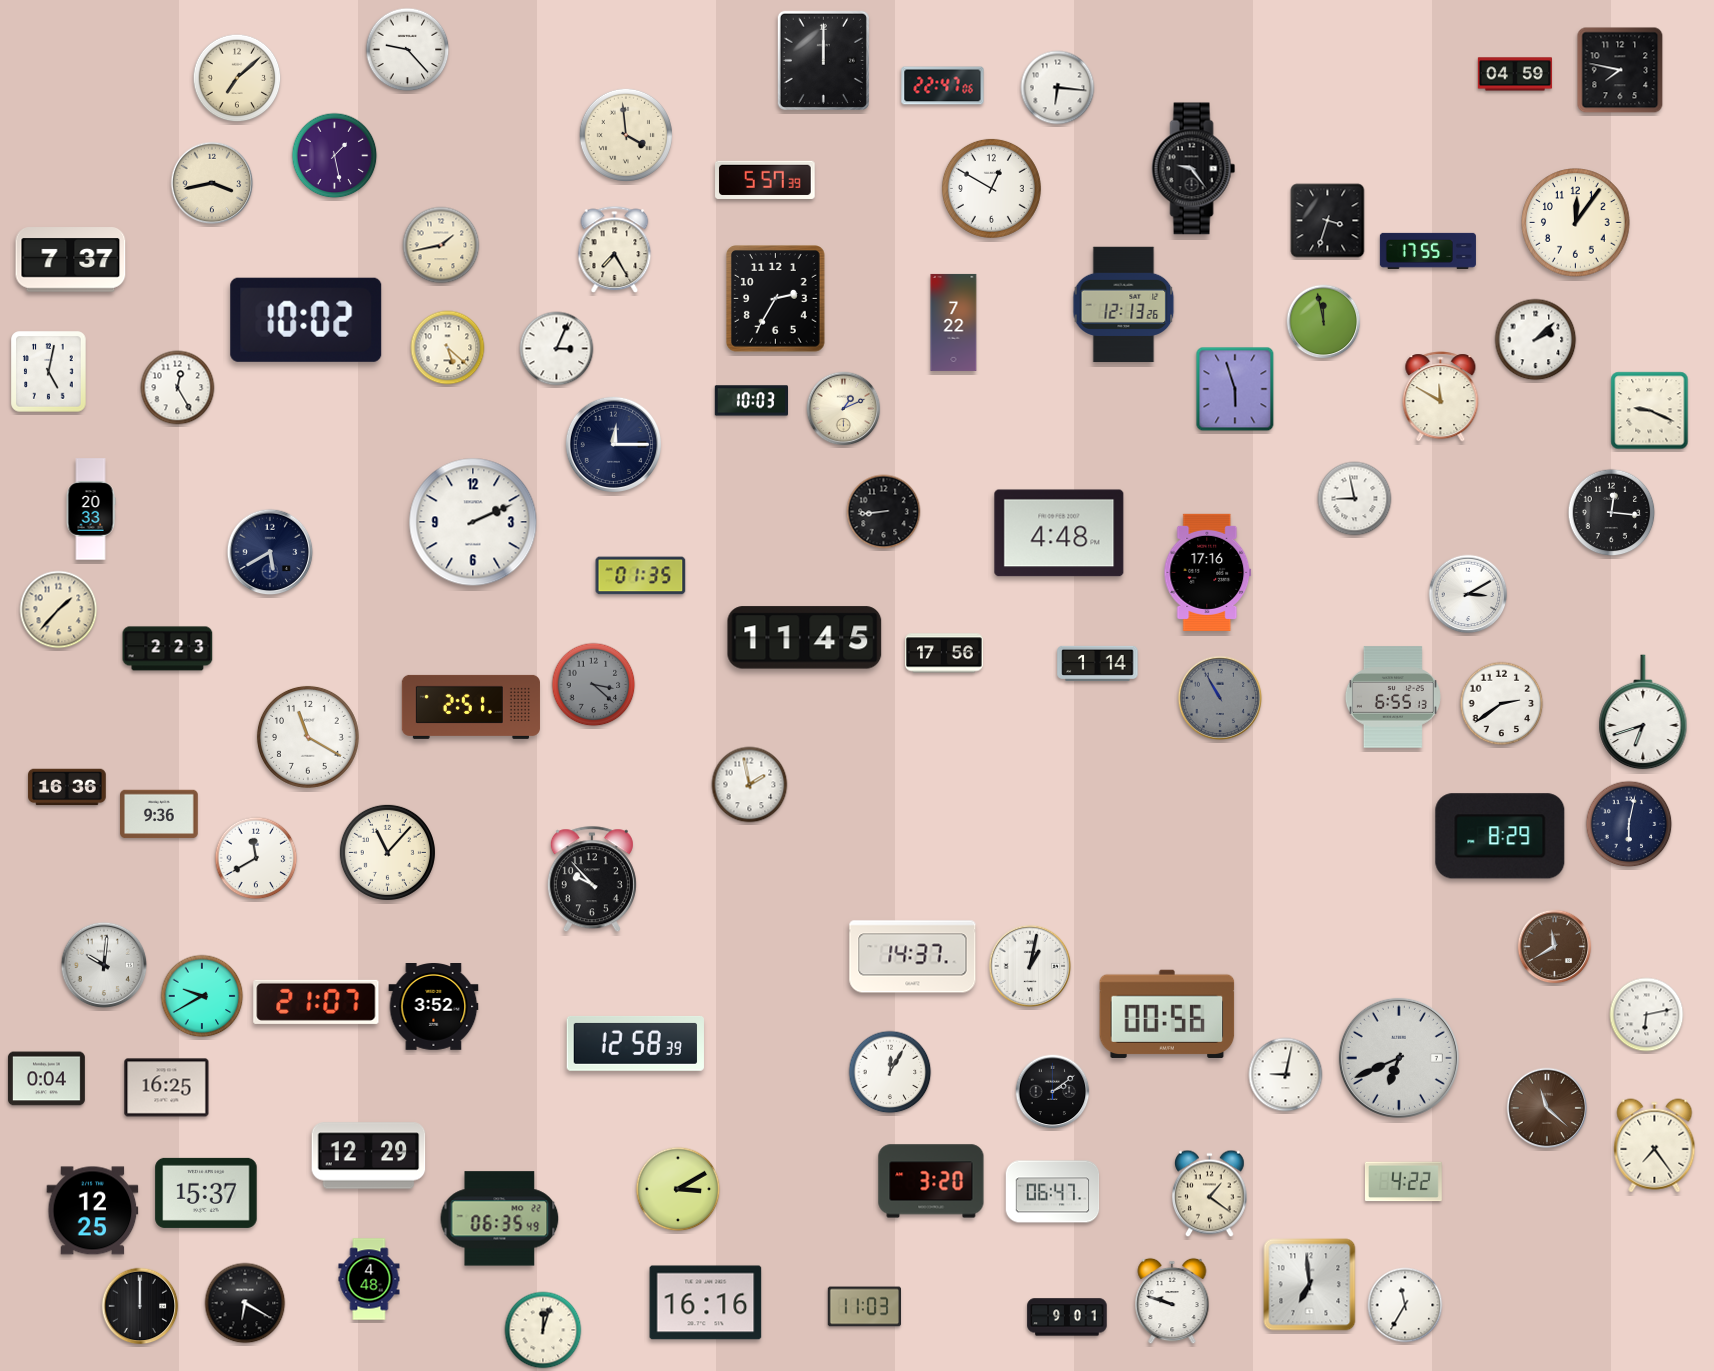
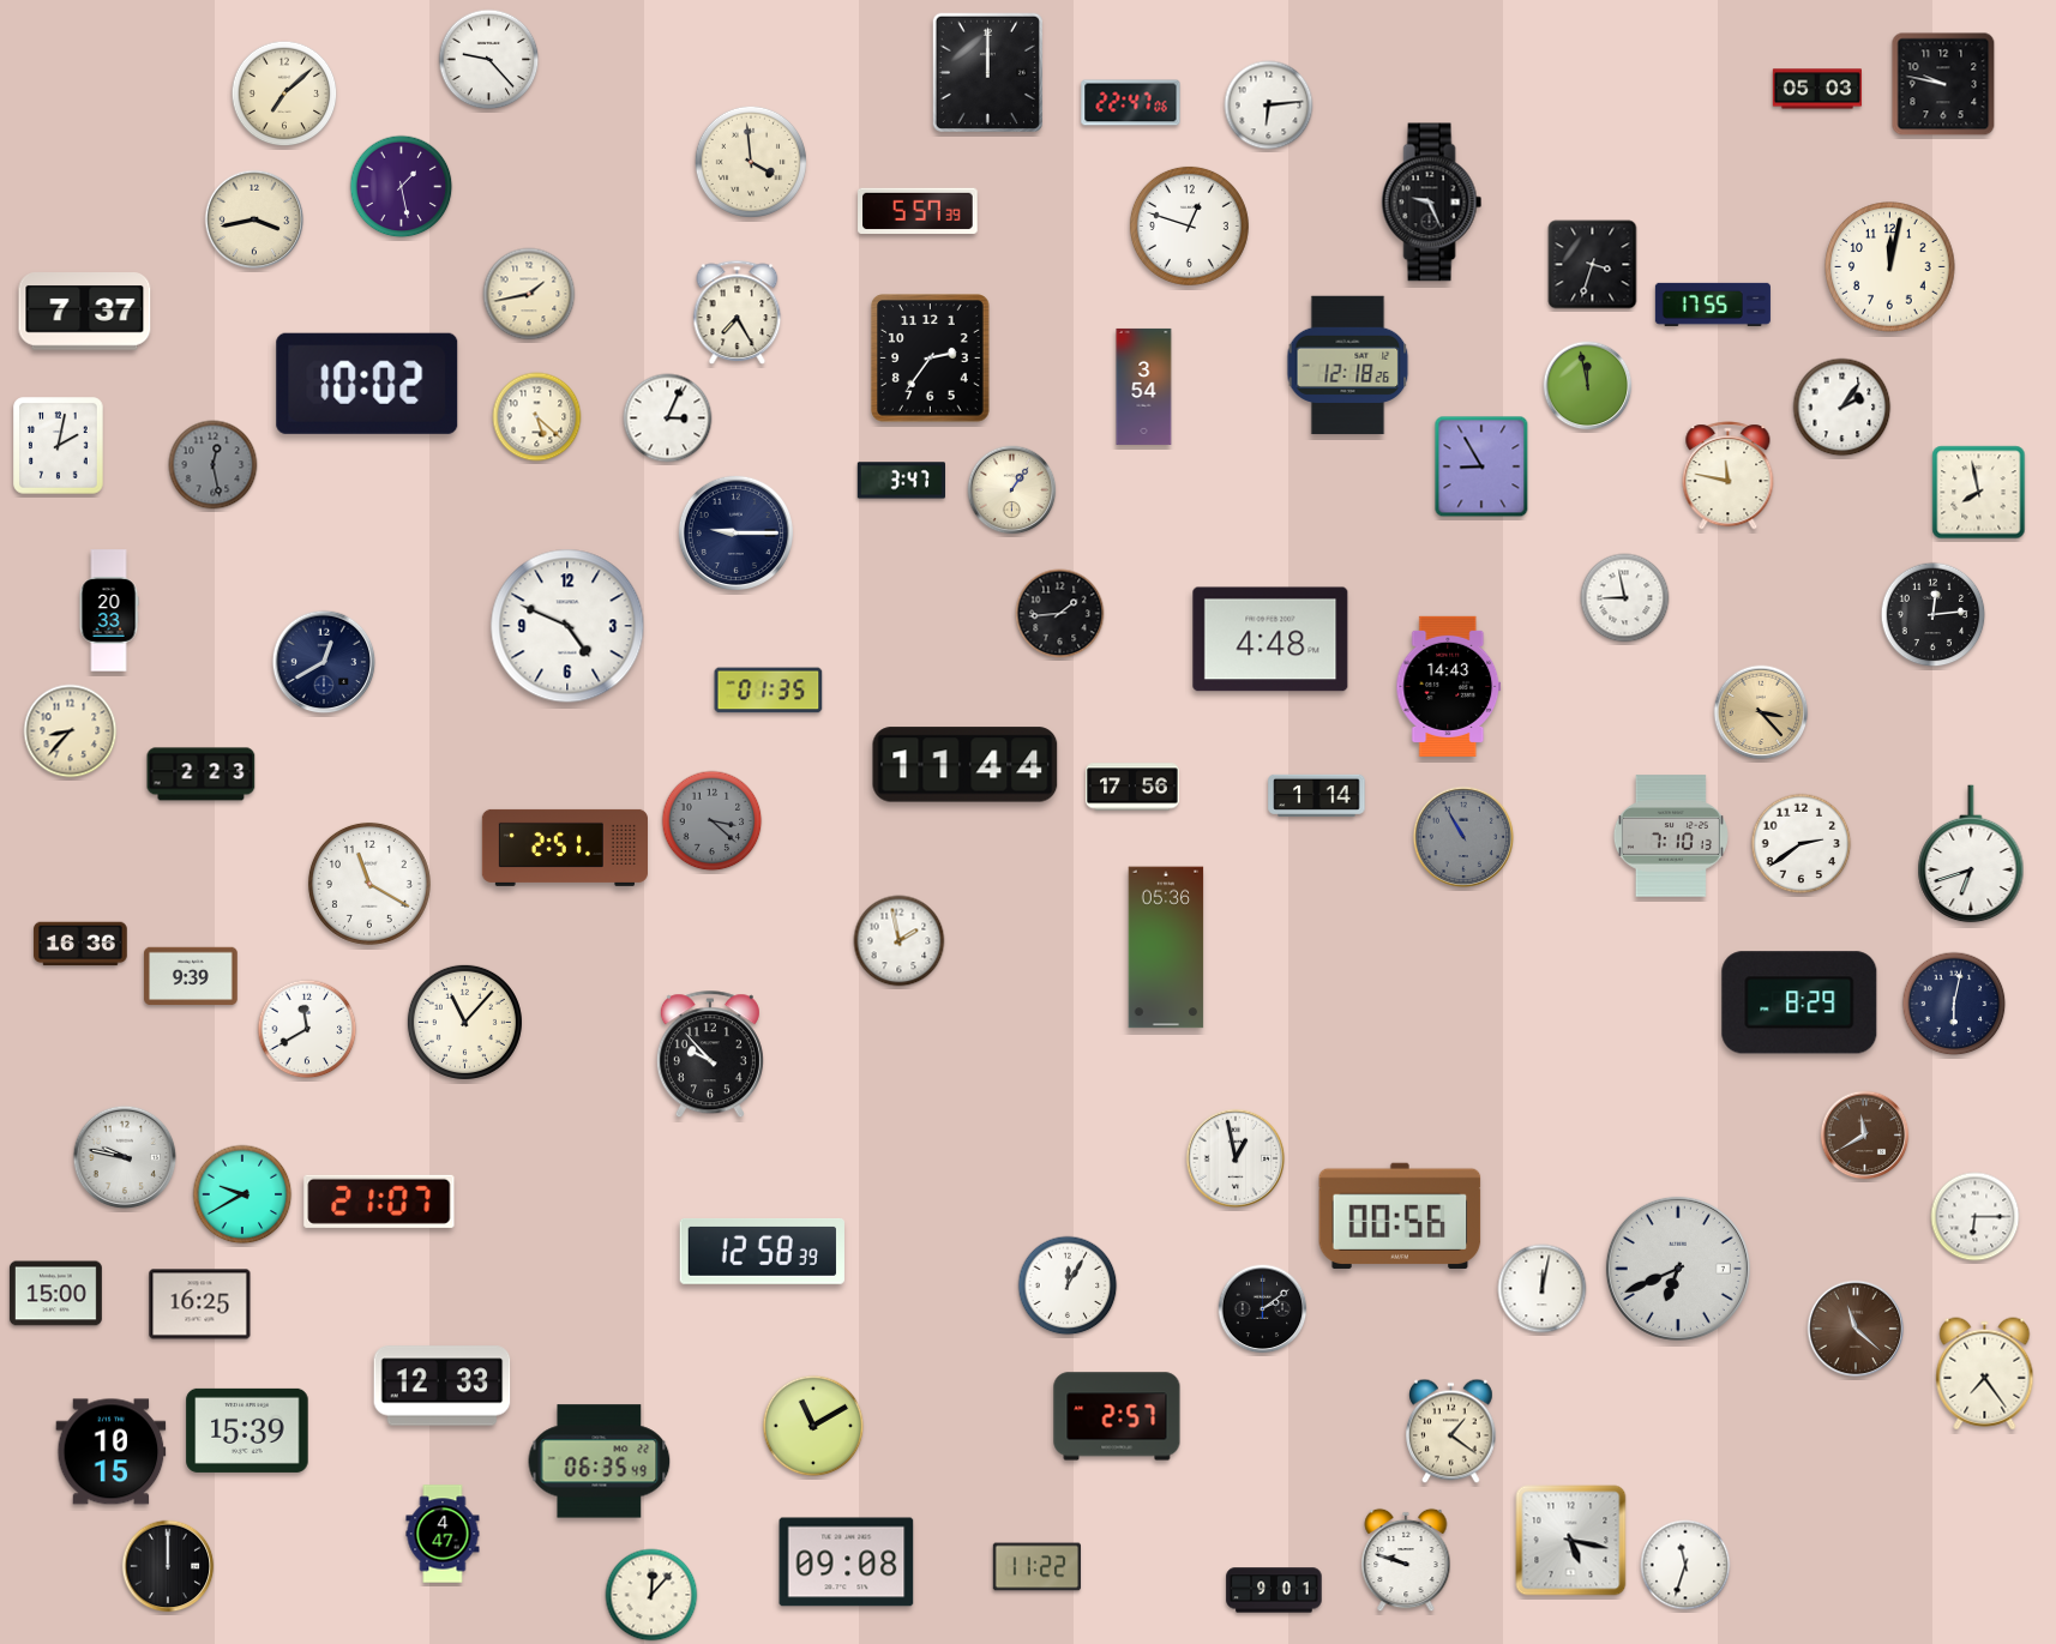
clock at (1620, 70): 7:47 -> 9:47
clock at (1515, 74): 04:59 -> 05:03
clock at (1058, 88): 6:16 -> 6:14
clock at (1194, 169): 9:24 -> 9:26
clock at (765, 180) position: (765, 180) -> (918, 211)
clock at (991, 188): 12:50 -> 12:48
clock at (1576, 223): 12:06 -> 12:02
clock at (615, 250) position: (615, 250) -> (738, 313)
clock at (1428, 251) position: (1428, 251) -> (1713, 305)
clock at (776, 299): 2:35 -> 2:36
clock at (1124, 305): 12:13 -> 12:18
clock at (954, 322): 7:22 -> 3:54
clock at (1536, 340): 2:08 -> 2:06
clock at (49, 372): 5:02 -> 2:02
clock at (178, 388): 12:25 -> 12:28
clock at (178, 388) dial: white -> grey
clock at (1235, 389): 5:57 -> 8:55
clock at (1441, 397): 11:50 -> 11:47
clock at (752, 401): 10:03 -> 3:47
clock at (844, 409): 1:11 -> 1:06
clock at (1650, 411): 9:19 -> 7:58
clock at (613, 444): 12:15 -> 9:15
clock at (884, 512): 8:44 -> 1:44
clock at (1612, 513): 12:16 -> 12:14
clock at (473, 522): 2:11 -> 4:49
clock at (270, 552): 5:40 -> 12:40
clock at (1208, 572): 17:16 -> 14:43
clock at (1468, 594): 3:10 -> 3:23
clock at (1468, 594) dial: white -> champagne
clock at (59, 610): 1:37 -> 8:37
clock at (805, 638): 11:45 -> 11:44
clock at (168, 649) position: (168, 649) -> (202, 775)
clock at (945, 653) position: (945, 653) -> (1134, 787)
clock at (1393, 697): 6:55 -> 7:10
clock at (1166, 947): none -> 05:36
clock at (159, 814): 9:36 -> 9:39
clock at (1629, 824) position: (1629, 824) -> (1954, 1004)
clock at (913, 957): 14:37 -> none
clock at (104, 965): 10:01 -> 9:47
clock at (1030, 966): 1:02 -> 12:58
clock at (434, 1007): 3:52 -> none
clock at (1647, 1015): 6:13 -> 6:15
clock at (1286, 1075): 9:02 -> 12:02
clock at (46, 1079): 0:04 -> 15:00
clock at (369, 1156): 12:29 -> 12:33
clock at (931, 1181): 3:20 -> 2:57
clock at (1403, 1182): 4:22 -> none
clock at (678, 1189): 3:10 -> 11:10
clock at (1053, 1192): 06:47 -> none
clock at (206, 1193): 15:37 -> 15:39
clock at (93, 1211): 12:25 -> 10:15
clock at (369, 1279): 4:48 -> 4:47
clock at (1310, 1285): 6:59 -> 5:17
clock at (245, 1303): 6:20 -> none
clock at (706, 1303): 16:16 -> 09:08
clock at (1405, 1305): 11:35 -> 11:33
clock at (864, 1307): 11:03 -> 11:22
clock at (1067, 1317) position: (1067, 1317) -> (1274, 1590)
clock at (543, 1330): 12:03 -> 12:07
